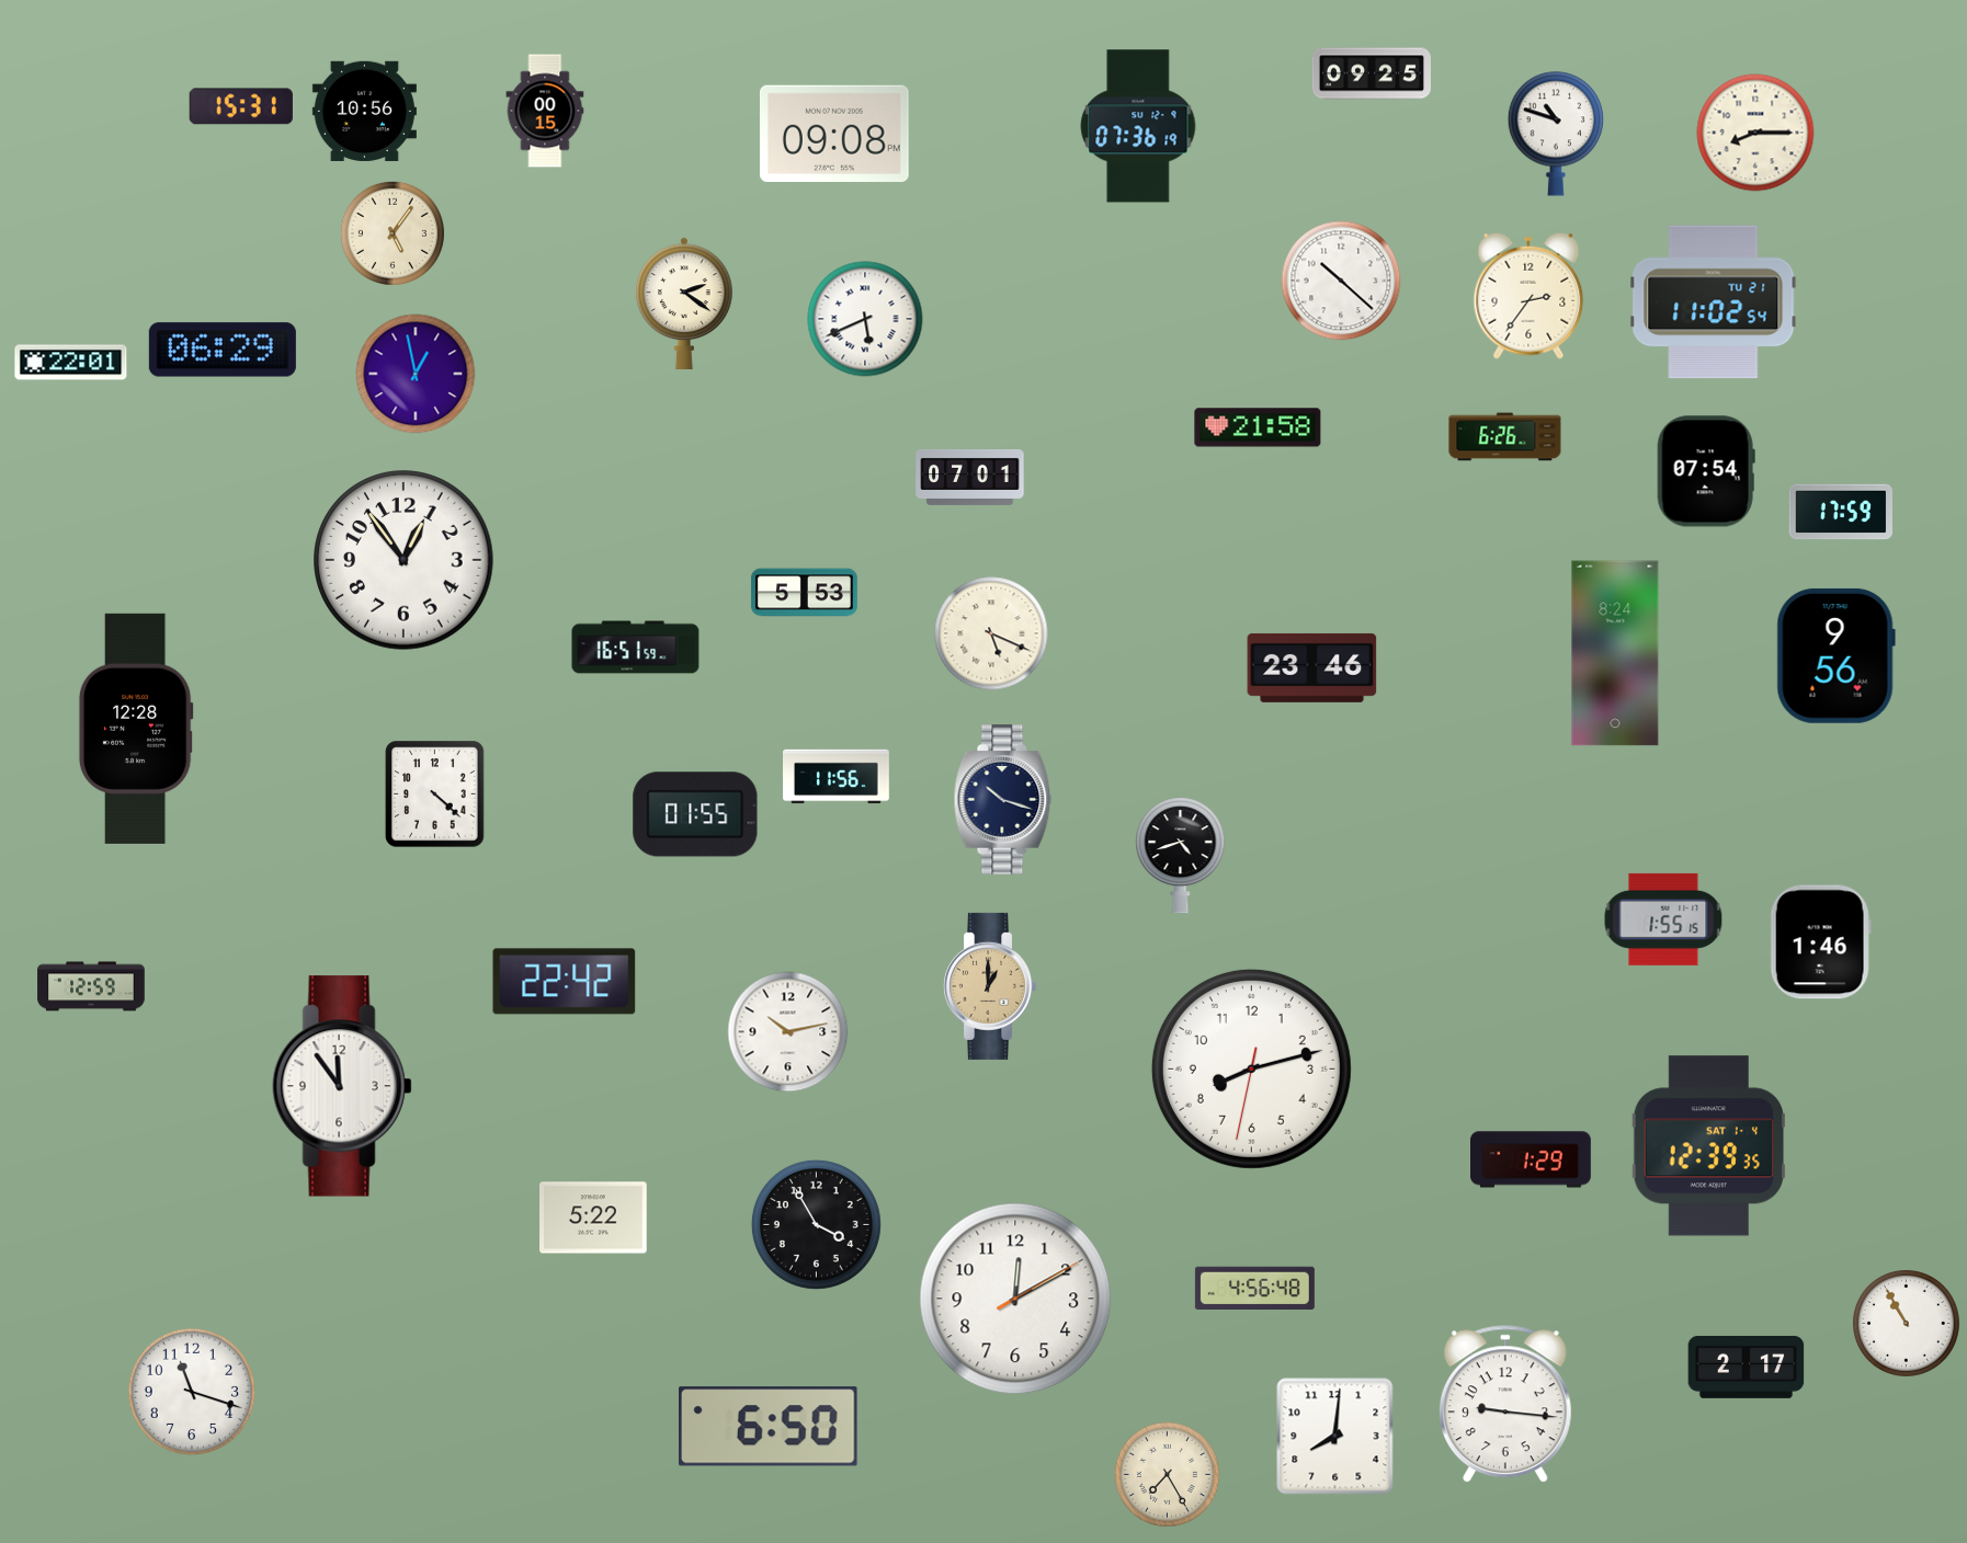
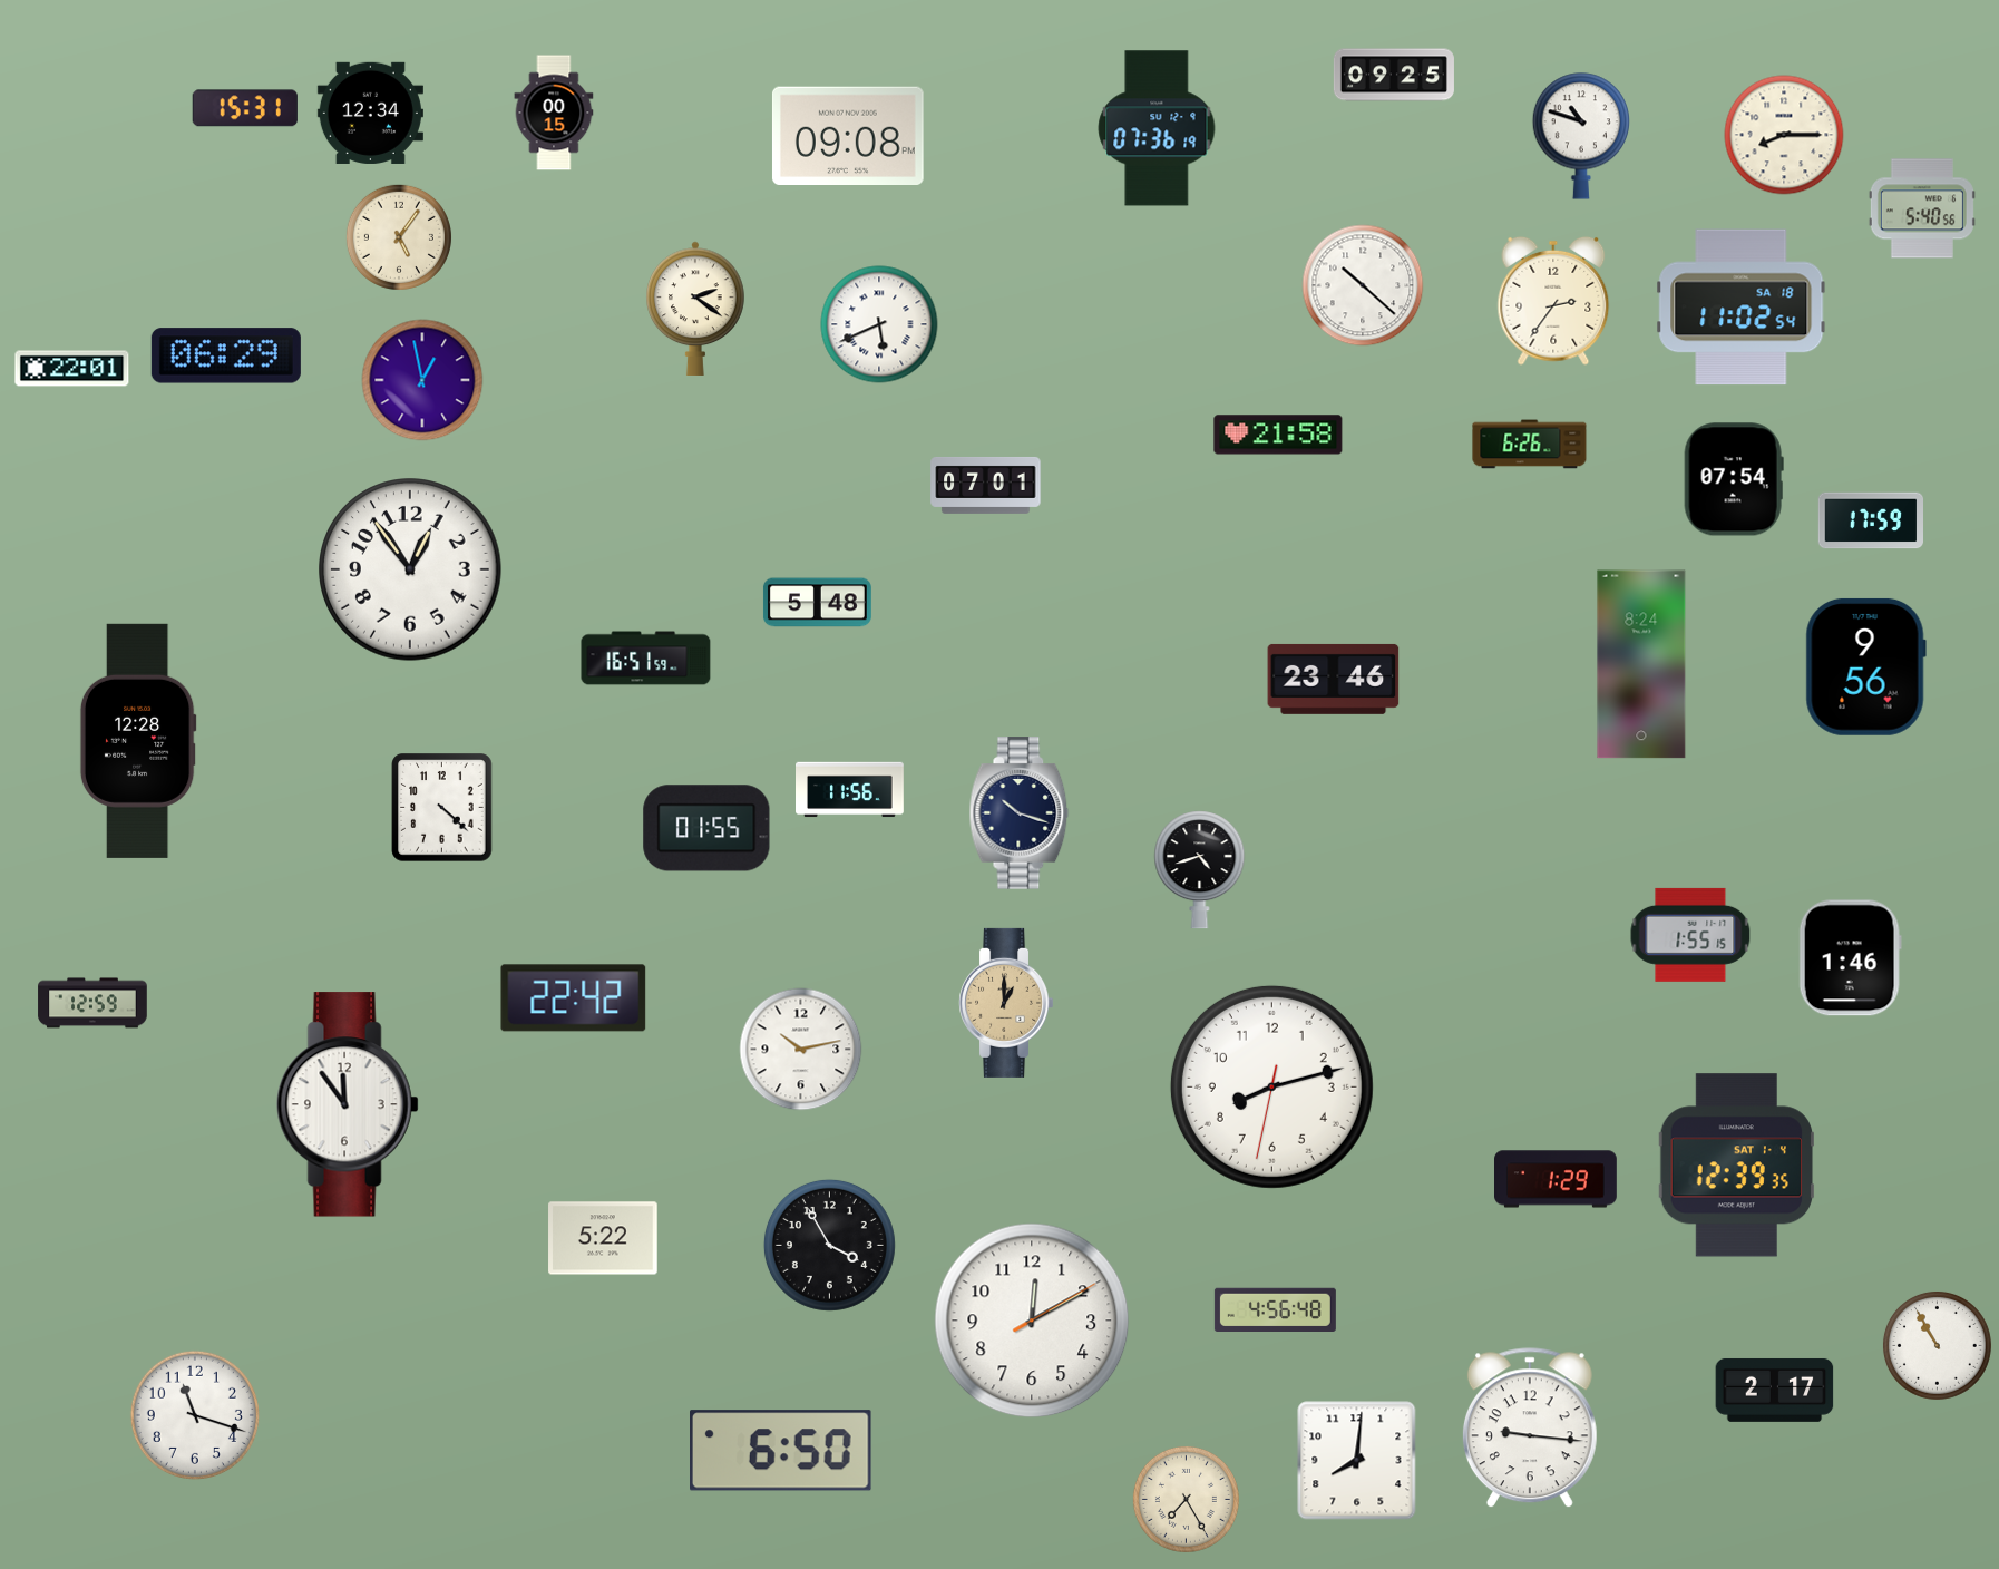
clock at (364, 111): 10:56 -> 12:34
clock at (1922, 208): none -> 5:40
clock at (1714, 302) date: TU 21 -> SA 18
clock at (804, 593): 5:53 -> 5:48
clock at (991, 633): 5:19 -> none
